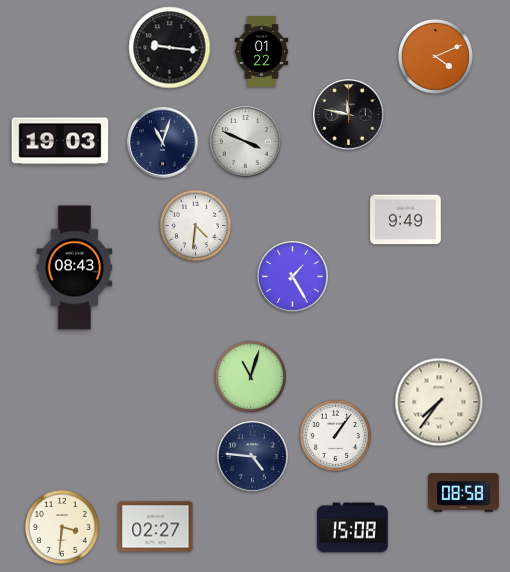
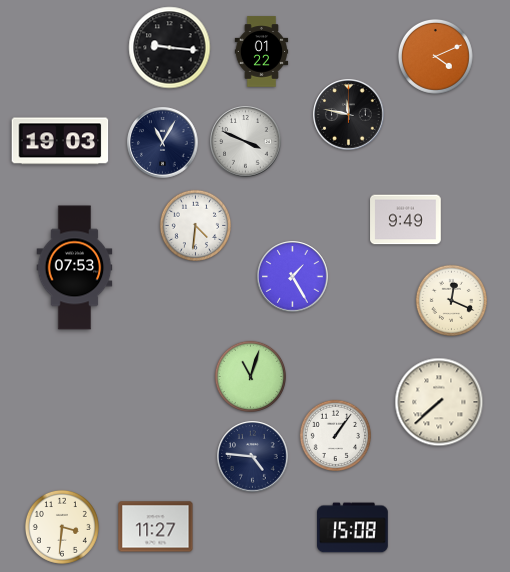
clock at (163, 143): 11:03 -> 11:05
clock at (75, 268): 08:43 -> 07:53
clock at (451, 300): none -> 12:19
clock at (439, 402): 7:36 -> 7:38
clock at (464, 493): 08:58 -> none
clock at (156, 527): 02:27 -> 11:27
